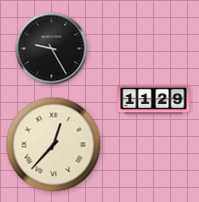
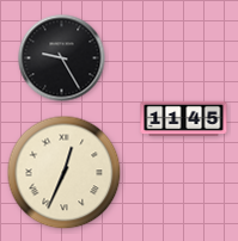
clock at (154, 100): 11:29 -> 11:45
clock at (54, 145): 12:37 -> 12:34
